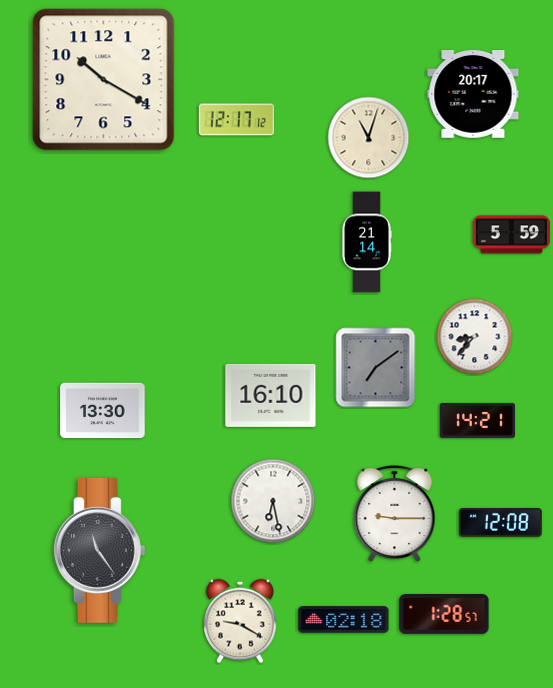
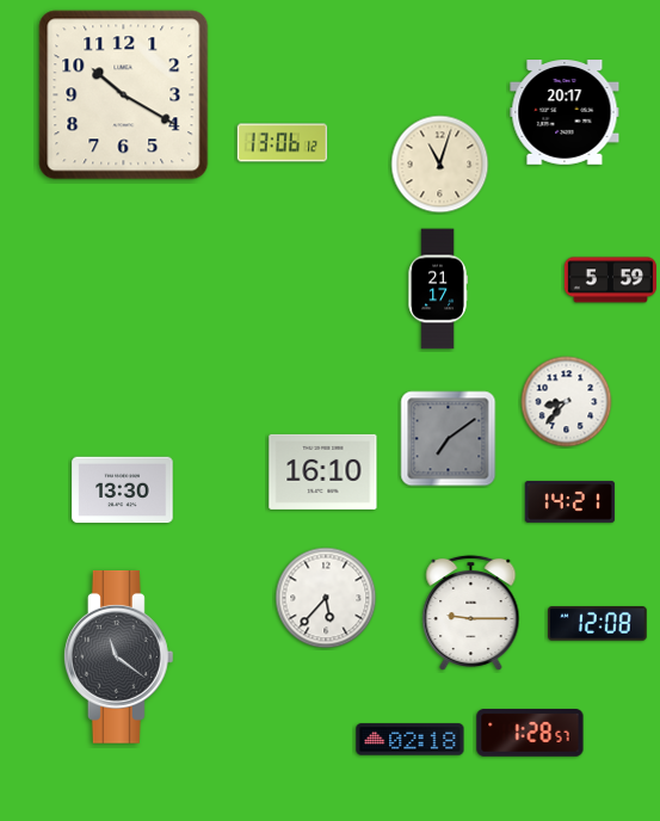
clock at (237, 120): 12:17 -> 13:06
clock at (367, 242): 21:14 -> 21:17
clock at (273, 501): 6:28 -> 5:37
clock at (99, 550): 11:24 -> 11:21
clock at (240, 621): 9:20 -> none
